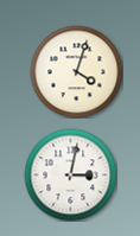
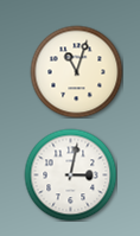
clock at (76, 71): 4:03 -> 11:03
